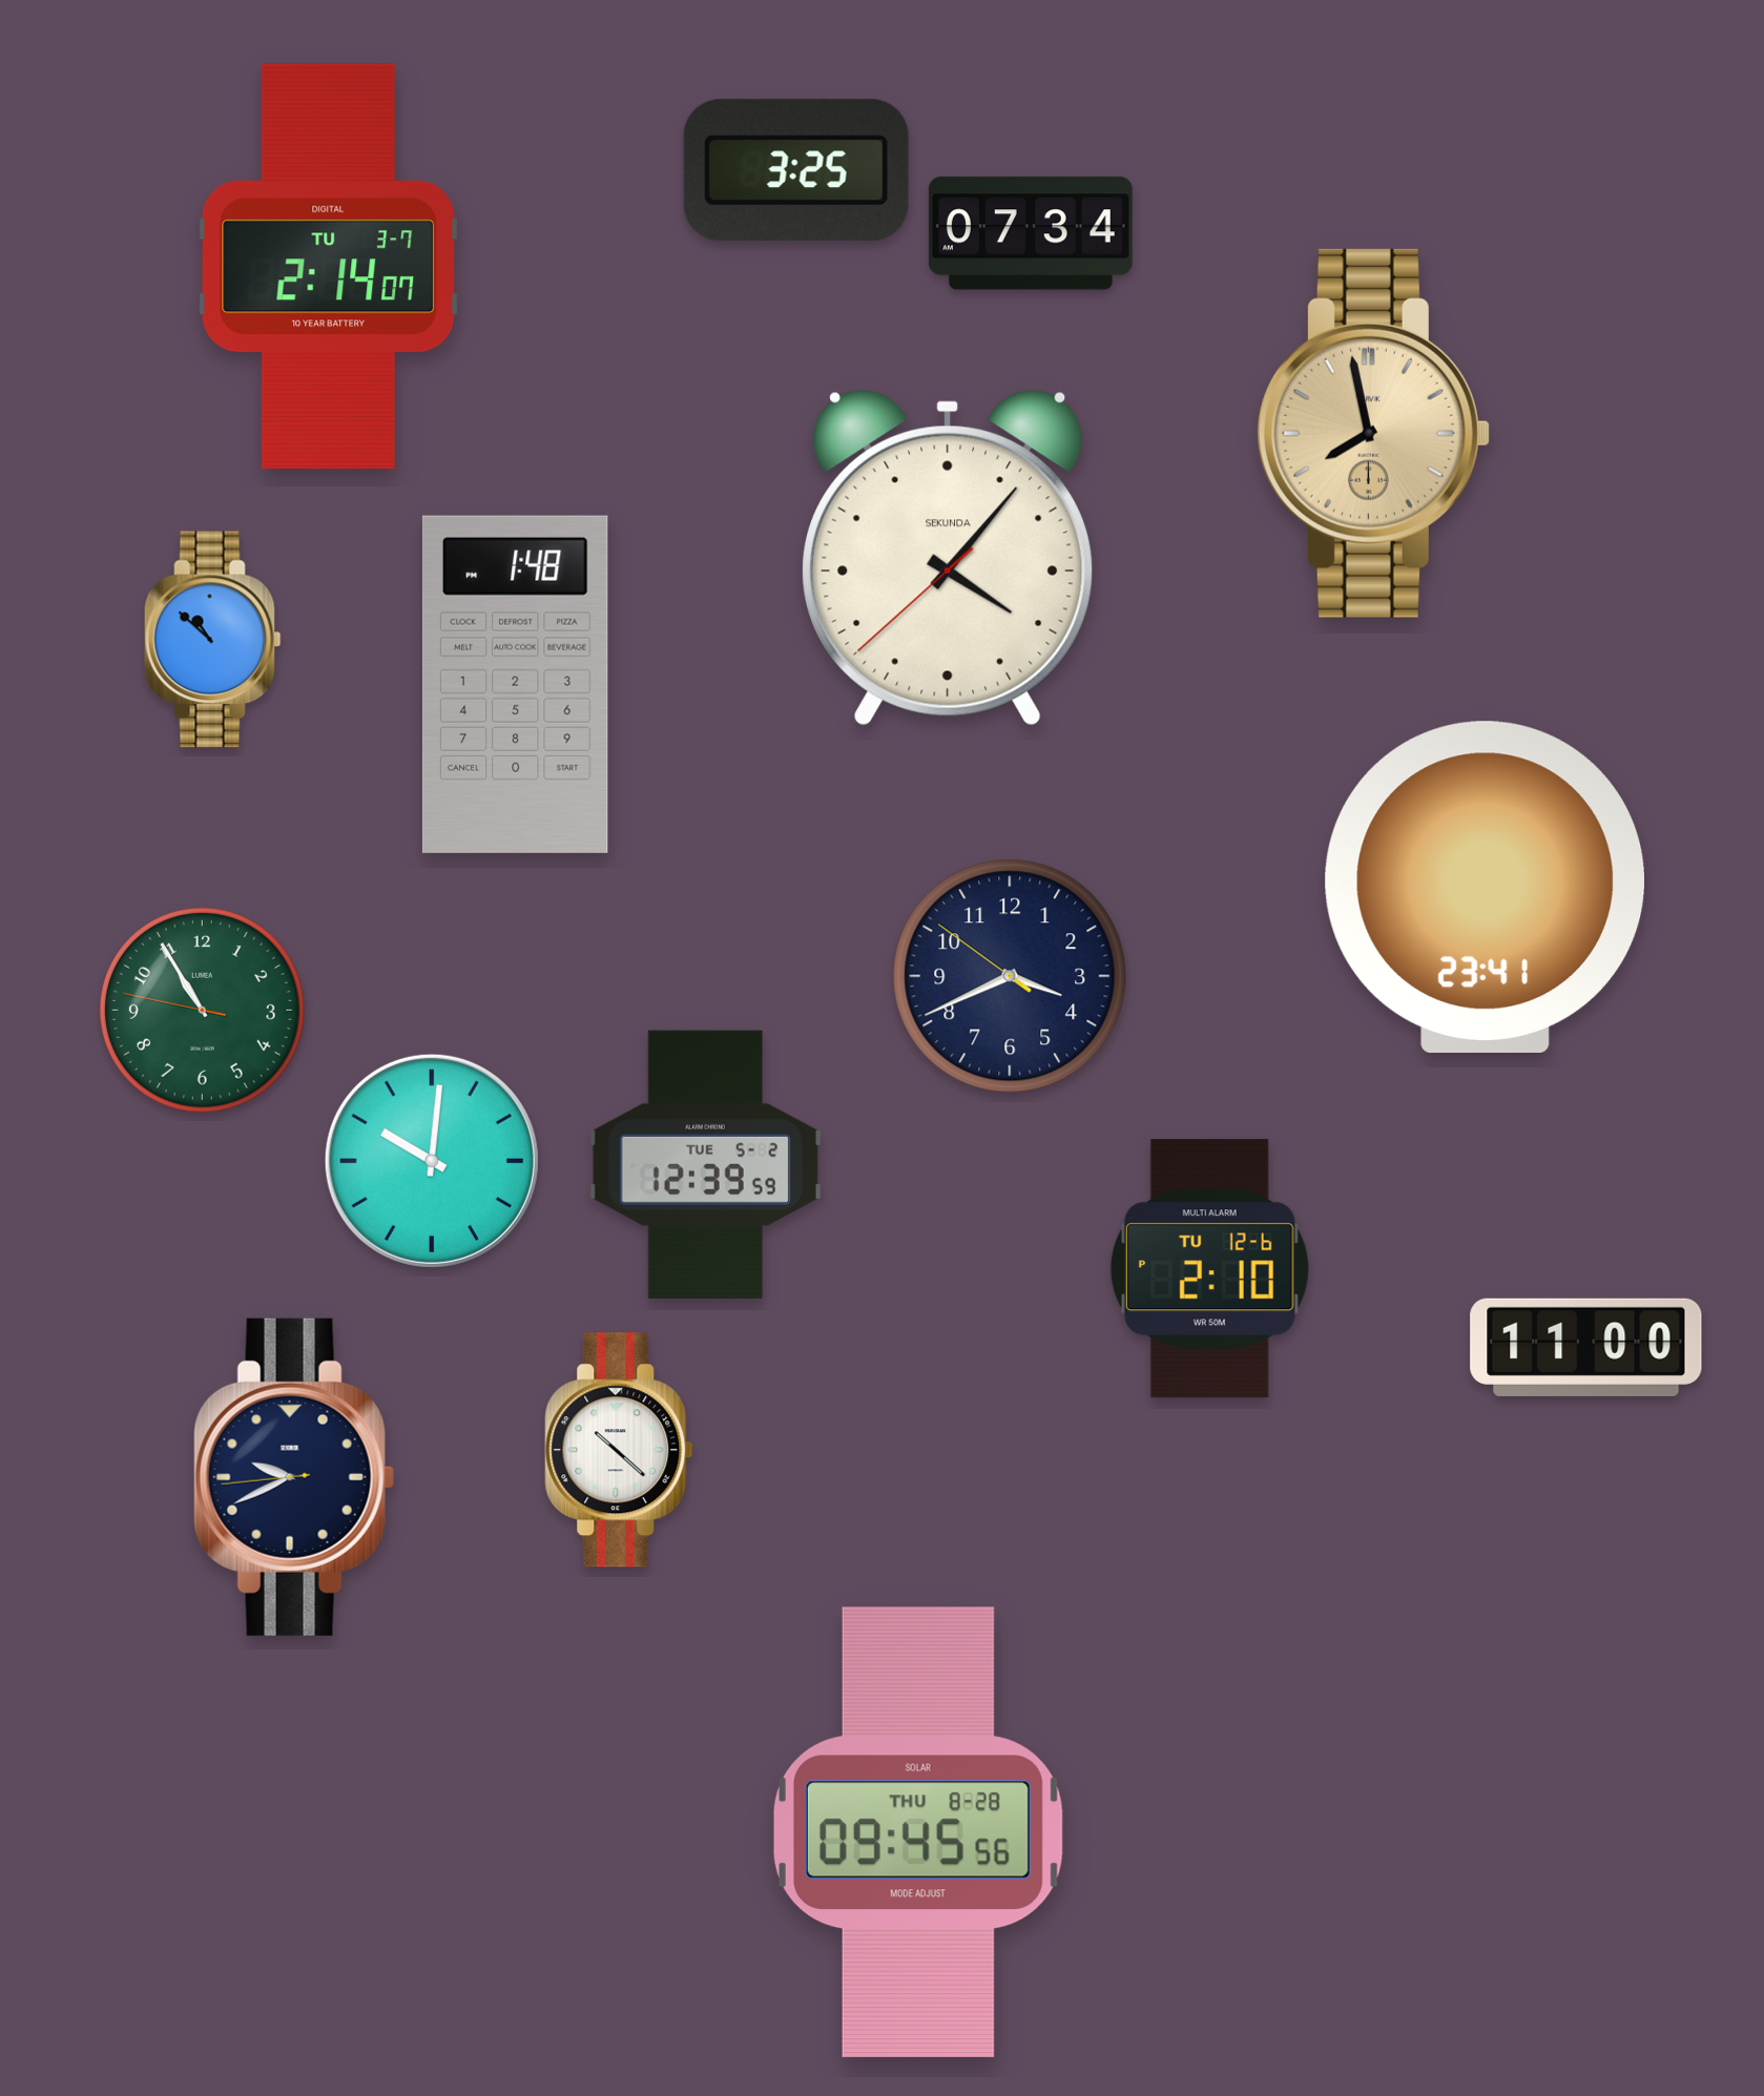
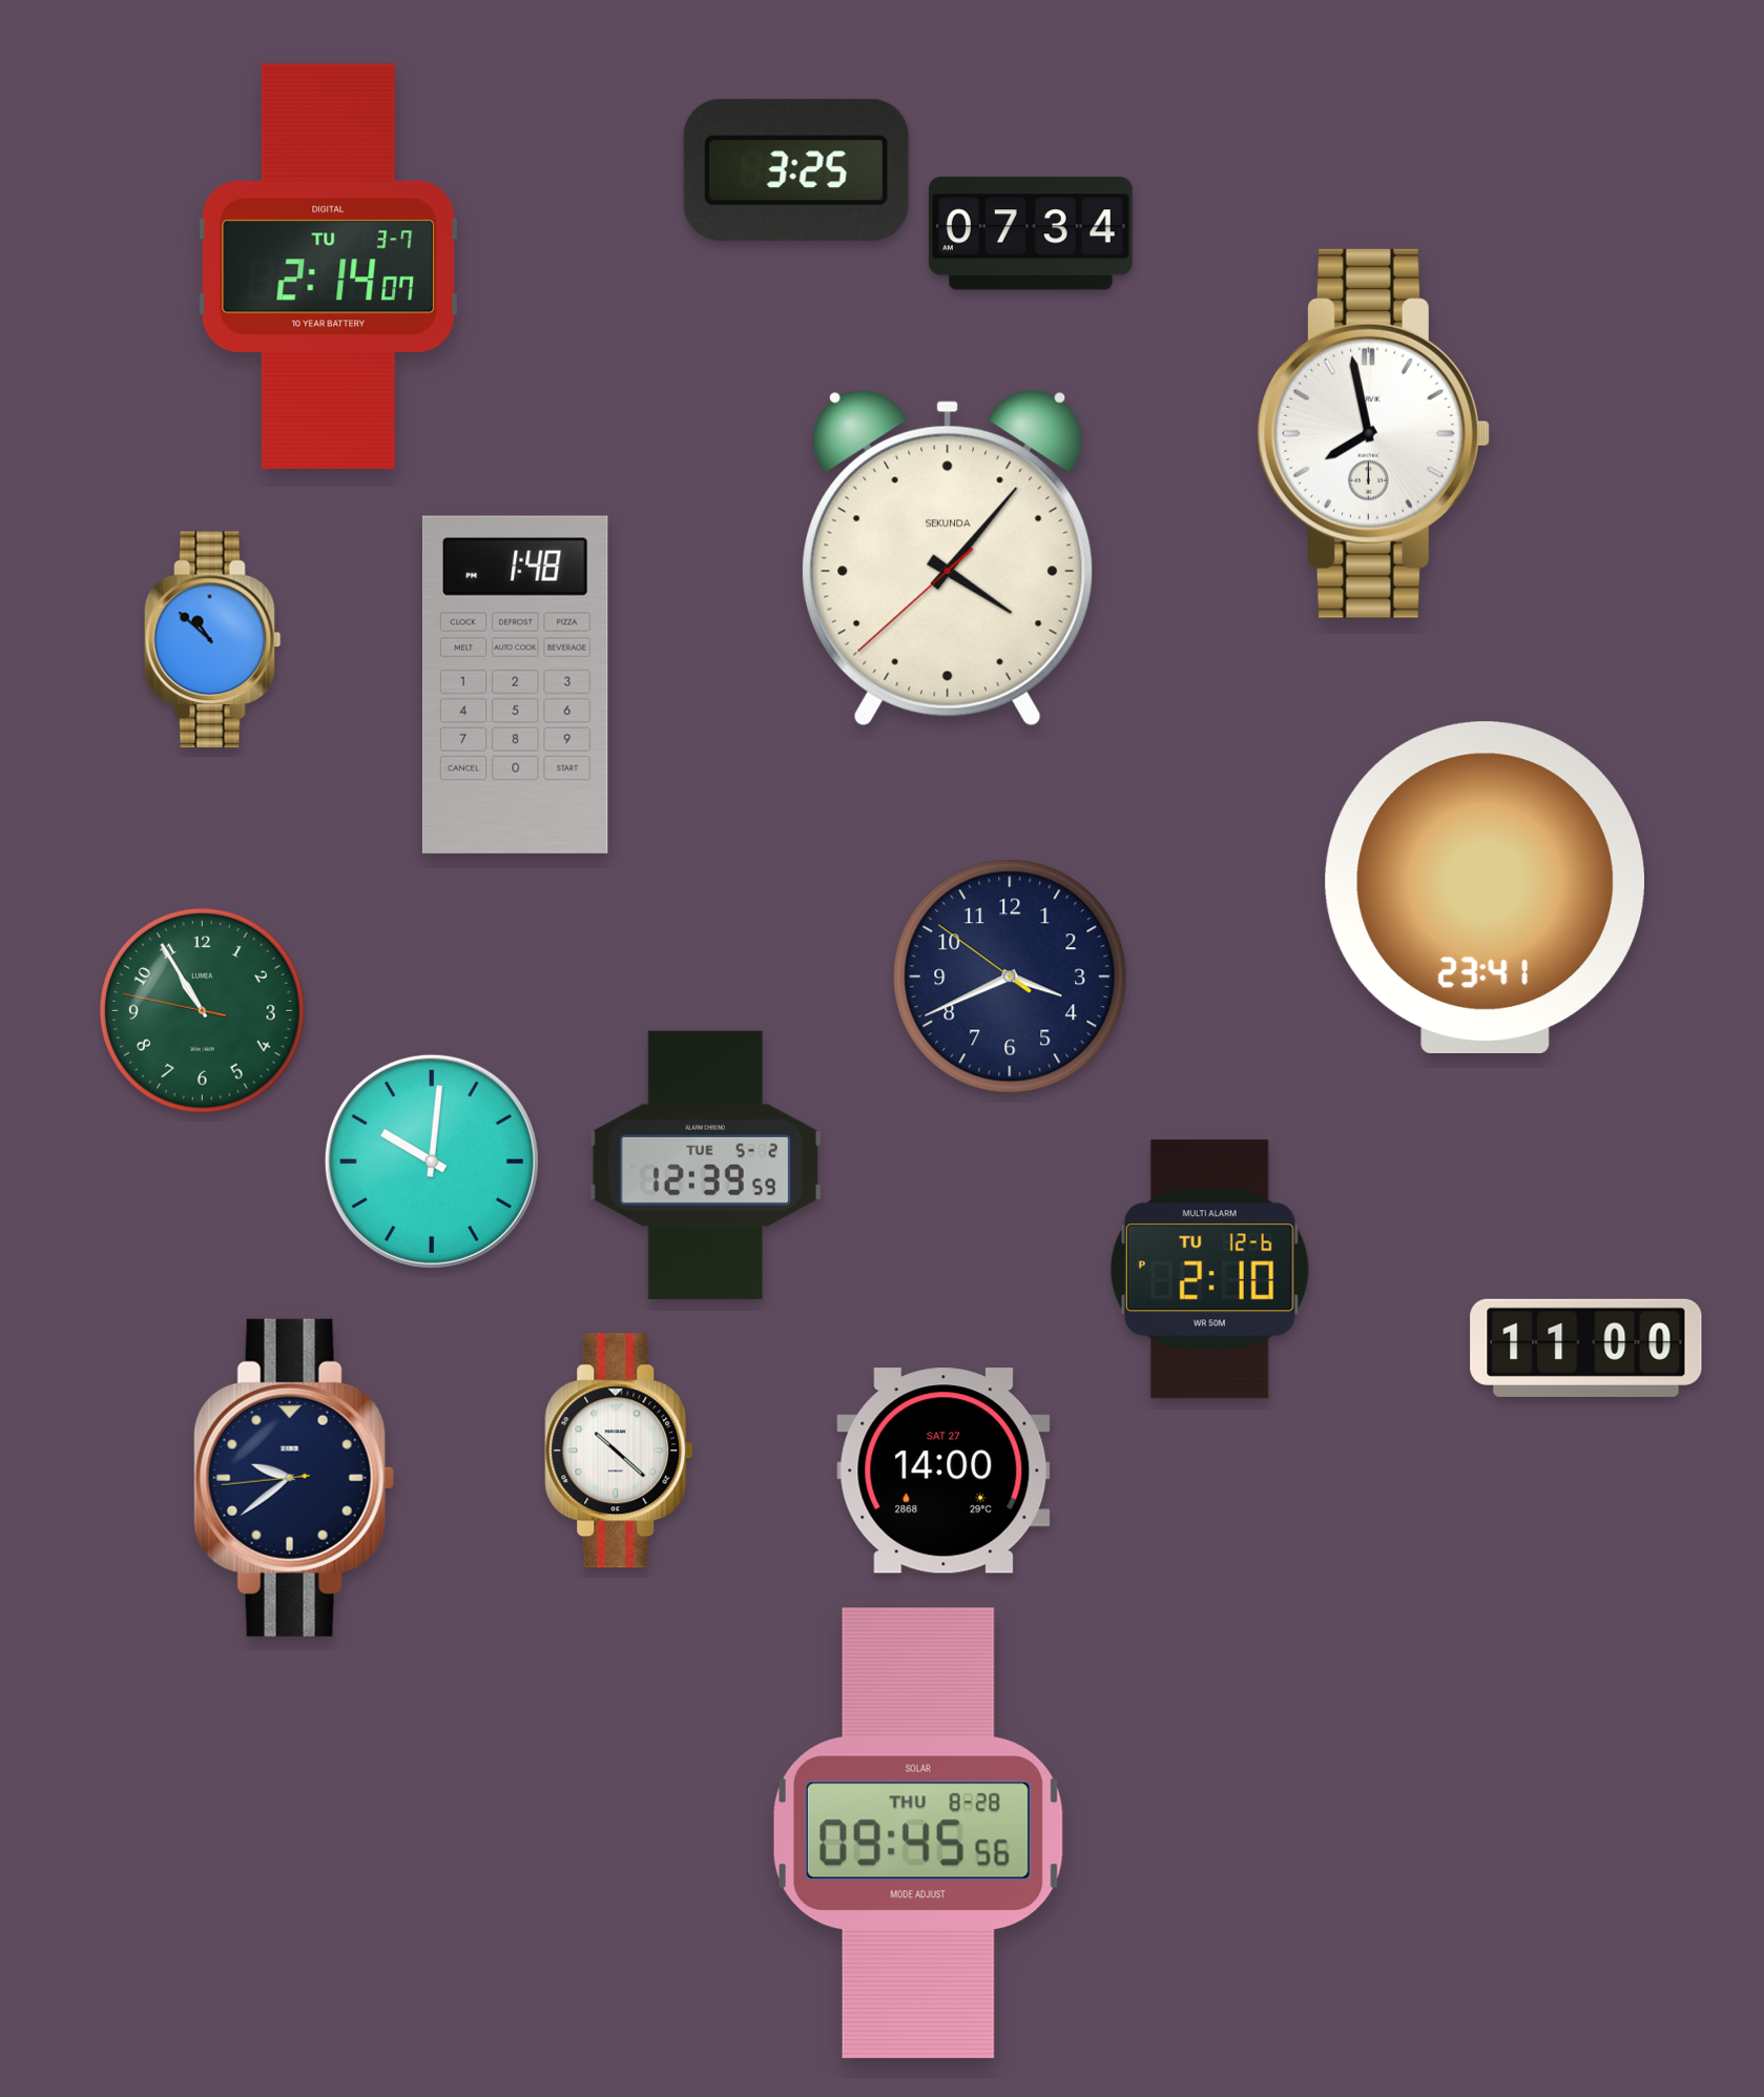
clock at (1373, 433) dial: champagne -> white
clock at (943, 1471): none -> 14:00
clock at (294, 1477): 9:40 -> 9:38
